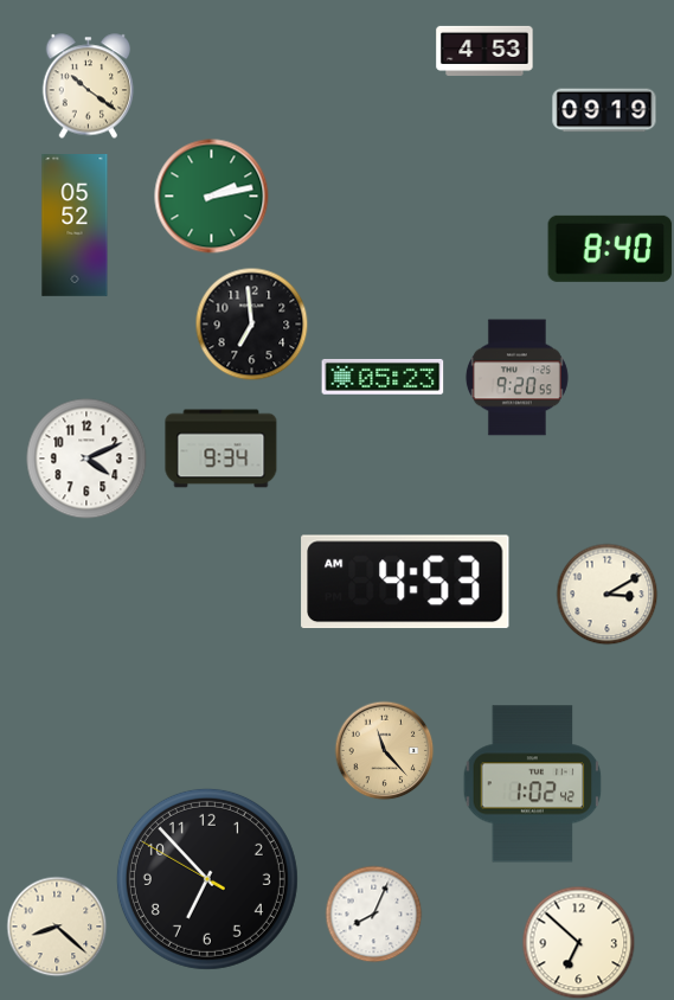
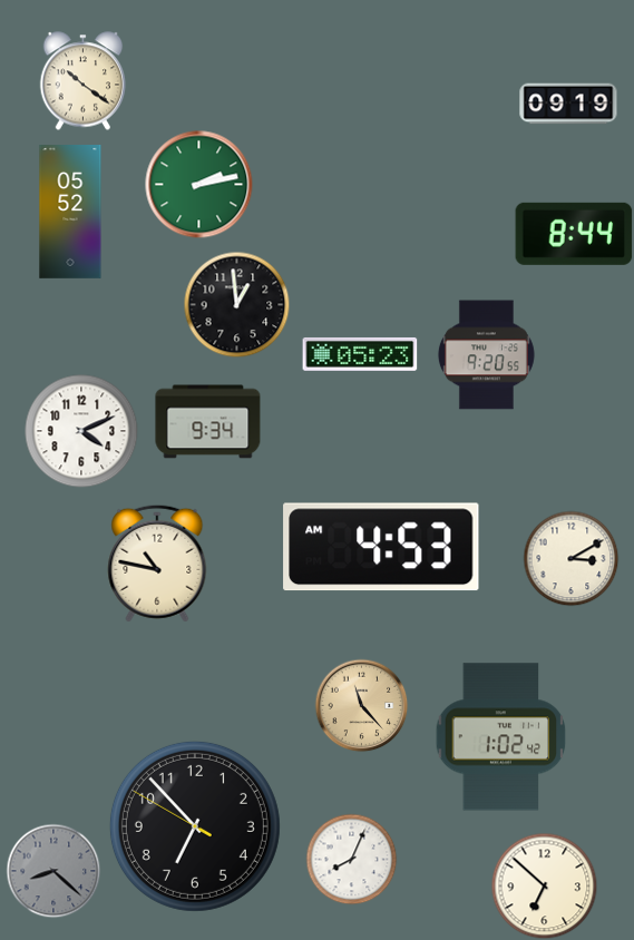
clock at (484, 51): 4:53 -> none
clock at (610, 249): 8:40 -> 8:44
clock at (251, 323): 6:59 -> 12:59
clock at (157, 564): none -> 10:47
clock at (57, 927) dial: cream -> grey
